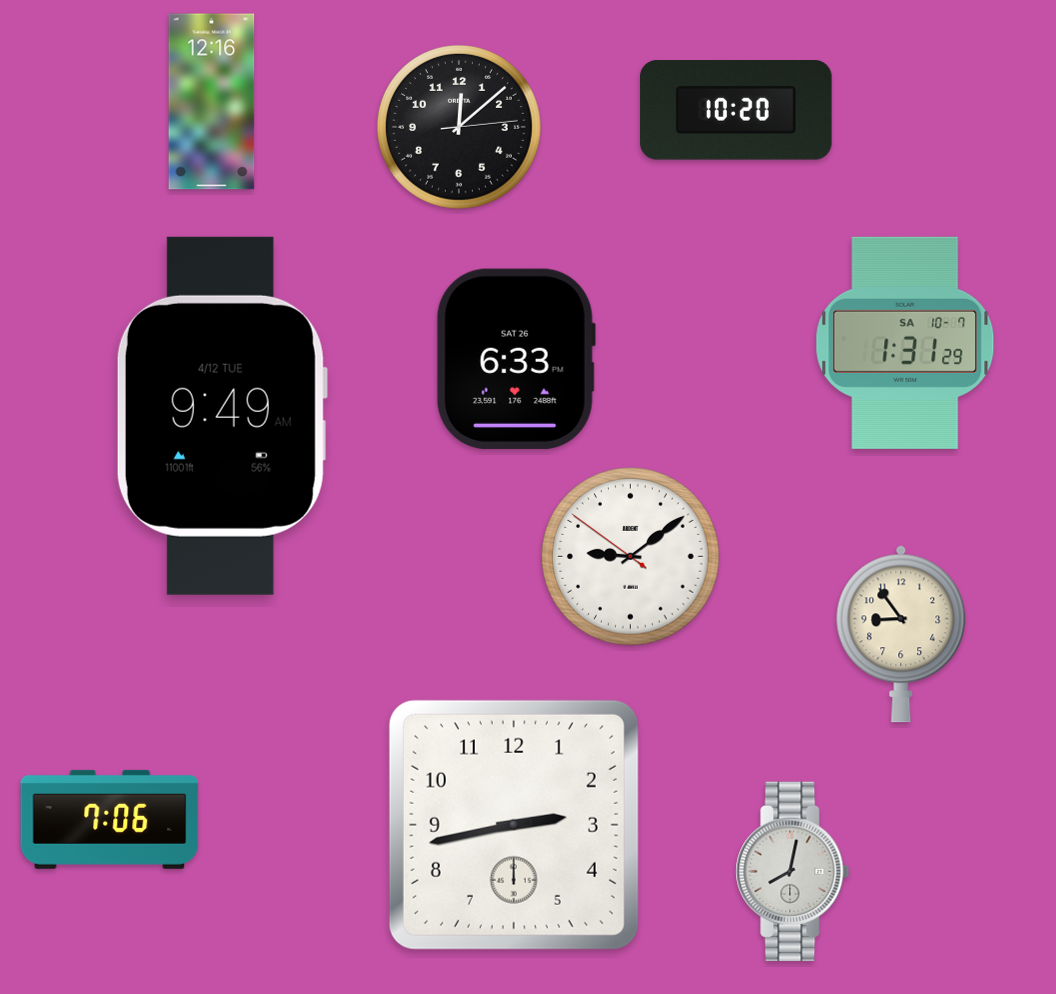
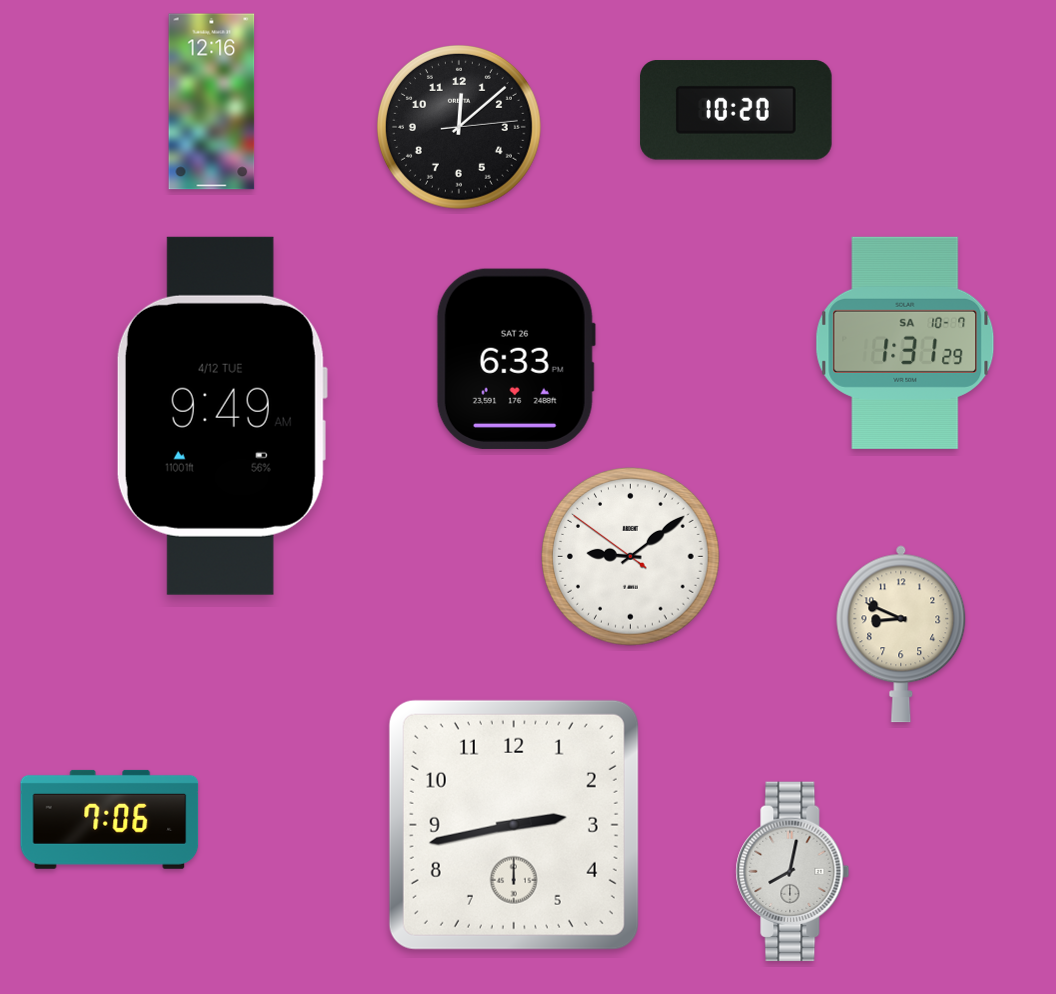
clock at (901, 634): 8:54 -> 8:49
